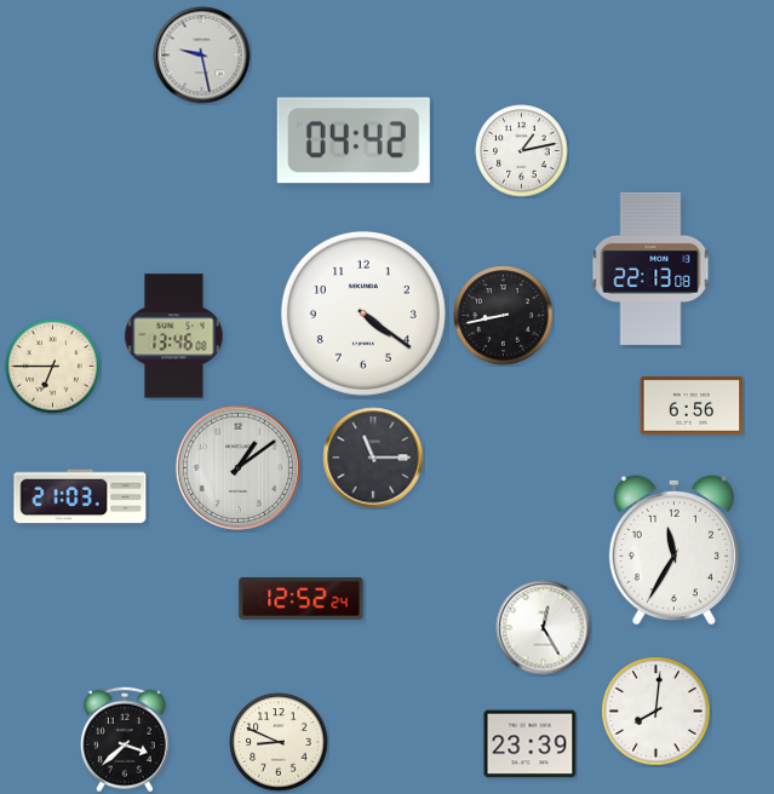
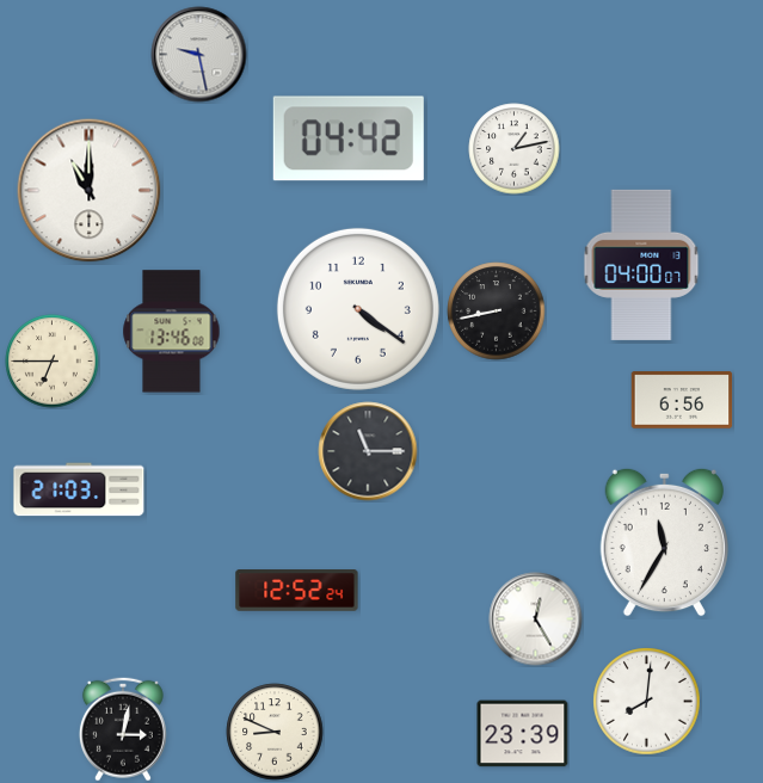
clock at (90, 191): none -> 11:00
clock at (650, 269): 22:13 -> 04:00
clock at (237, 467): 1:09 -> none
clock at (125, 740): 3:38 -> 3:02
